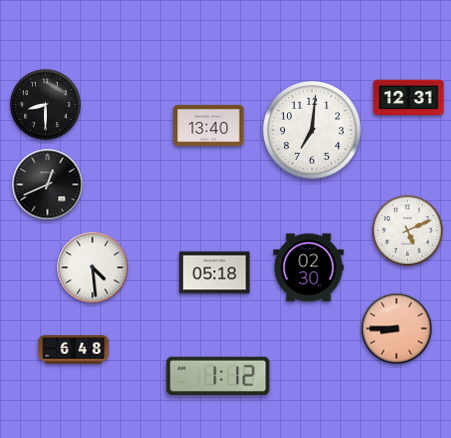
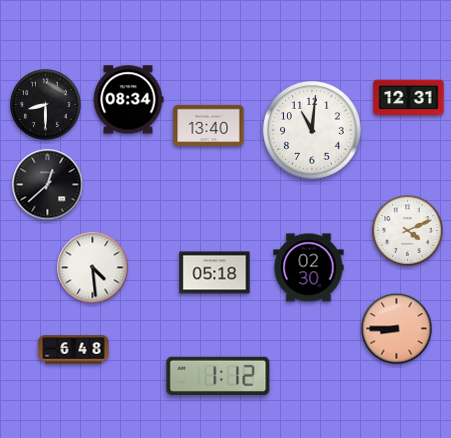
clock at (128, 100): none -> 08:34
clock at (313, 131): 7:01 -> 11:01
clock at (48, 185): 12:41 -> 12:38
clock at (408, 231): 5:11 -> 4:11
